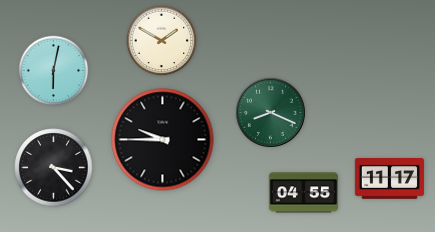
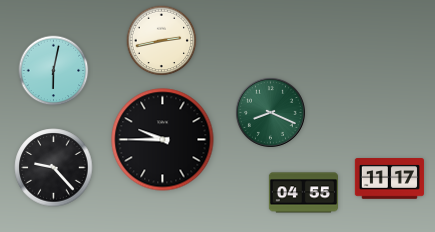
clock at (162, 41): 1:50 -> 2:43
clock at (54, 168): 3:23 -> 9:23
